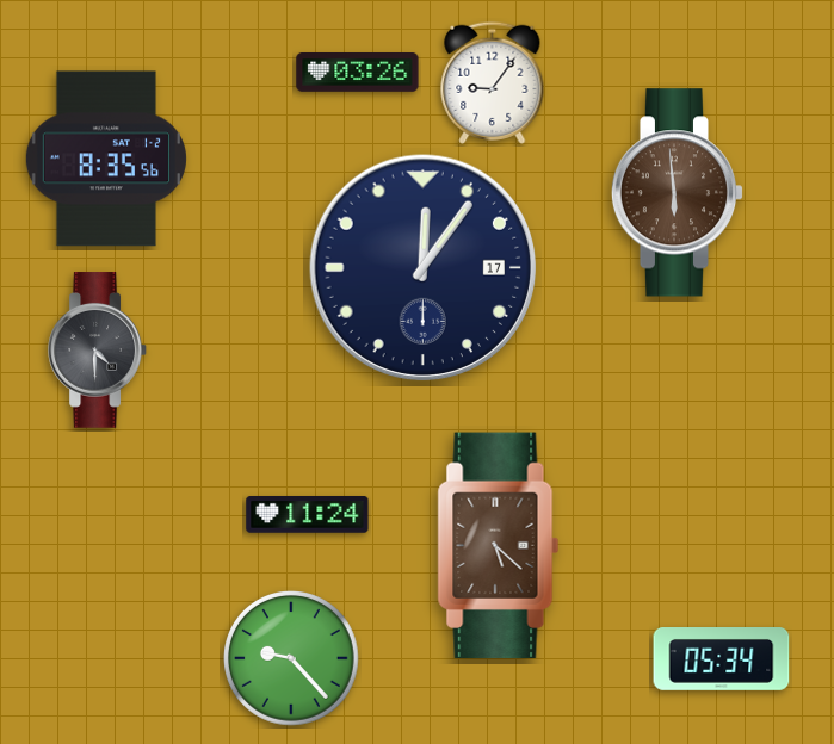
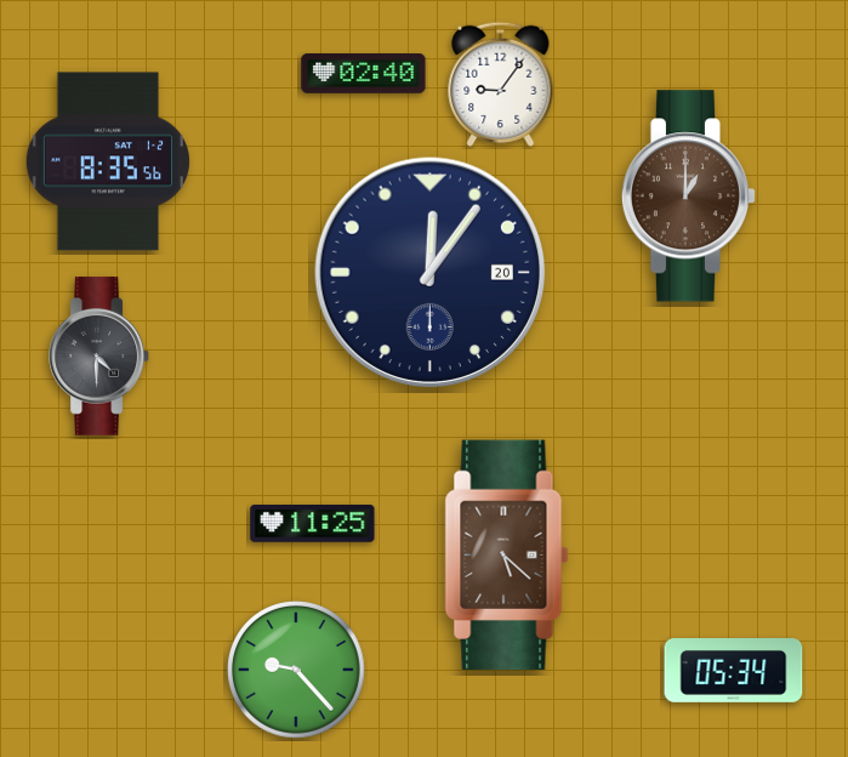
clock at (358, 73): 03:26 -> 02:40
clock at (678, 193): 5:59 -> 1:00
clock at (424, 268) date: 17 -> 20
clock at (308, 515): 11:24 -> 11:25
